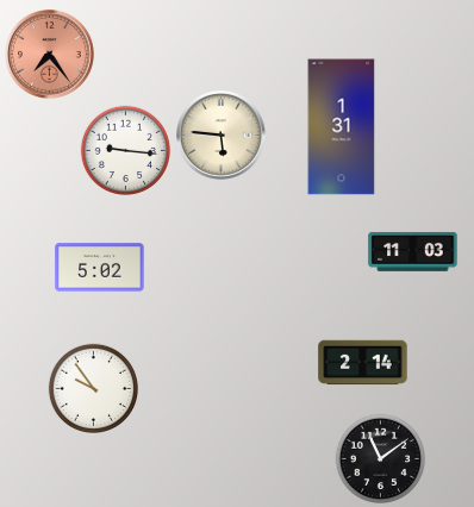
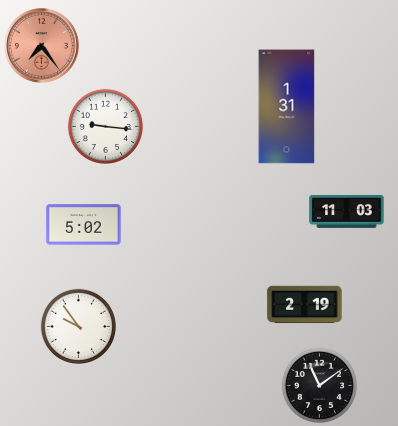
clock at (222, 136): 5:46 -> none
clock at (363, 363): 2:14 -> 2:19
